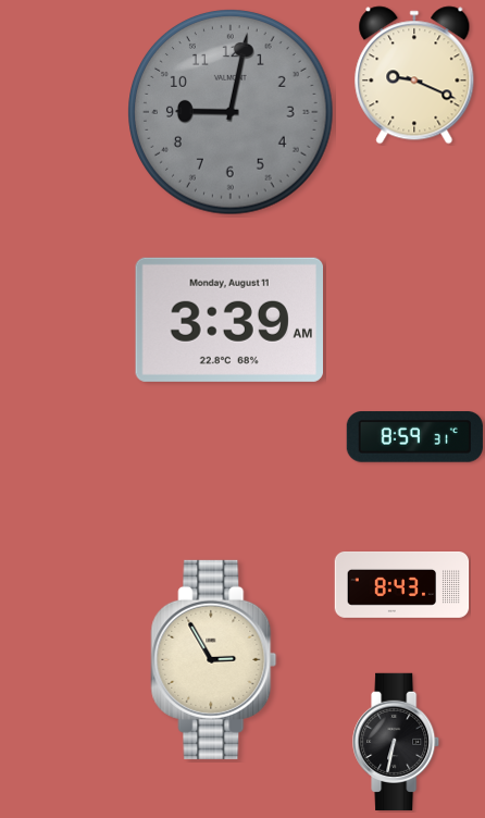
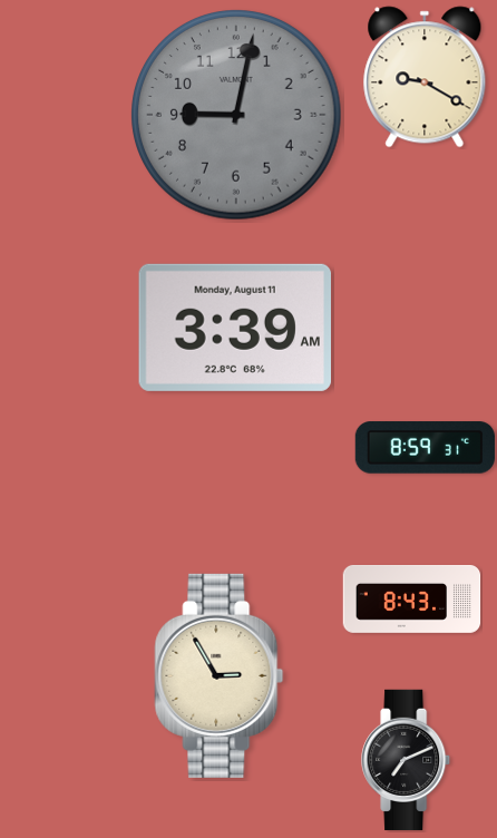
clock at (414, 75): 9:19 -> 9:20
clock at (397, 742): 6:32 -> 7:11
